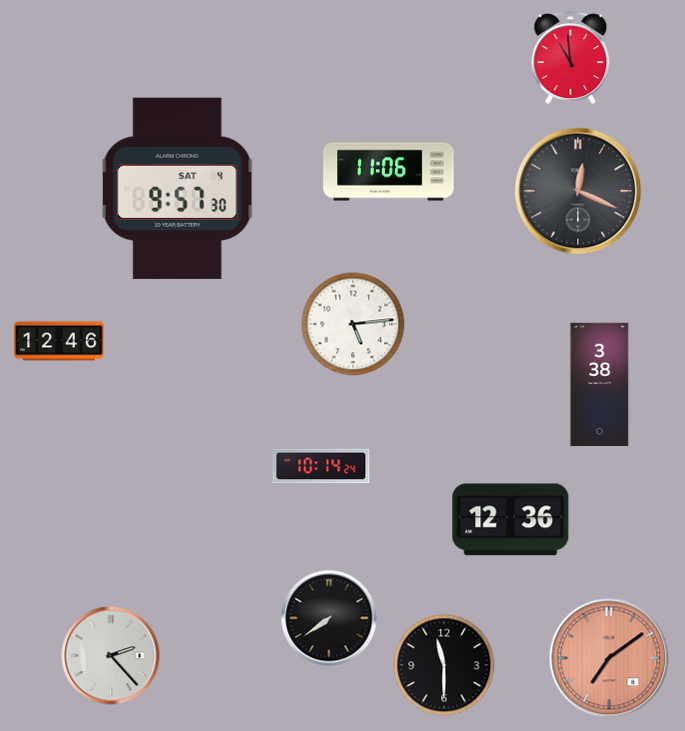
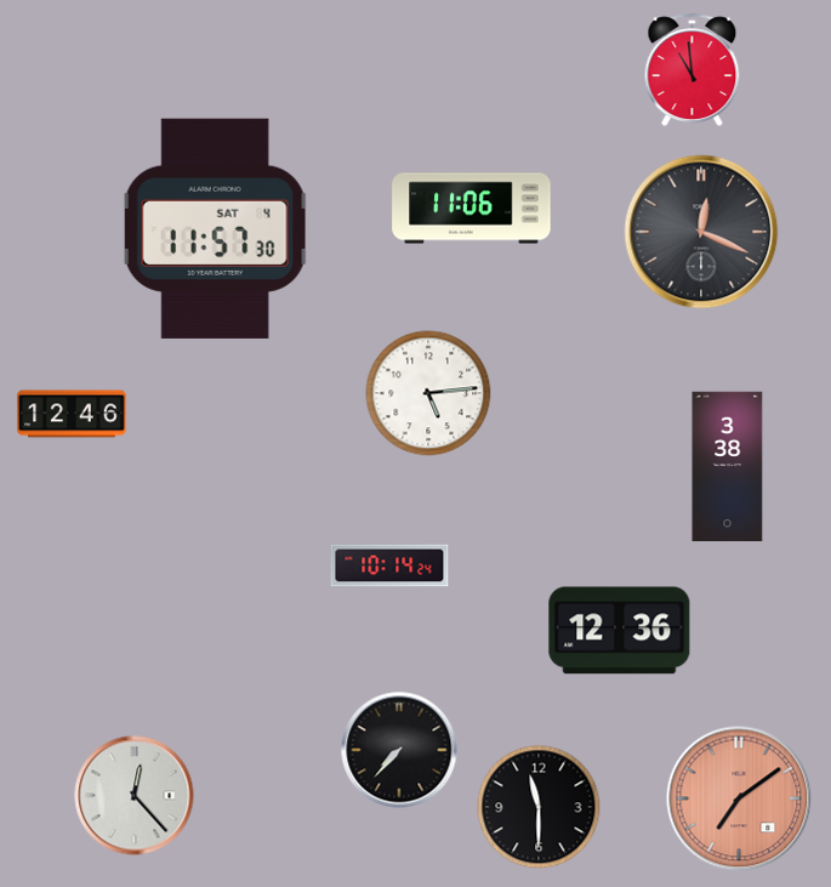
clock at (177, 188): 9:57 -> 11:57
clock at (329, 618): 7:39 -> 7:37
clock at (111, 656): 2:23 -> 12:23
